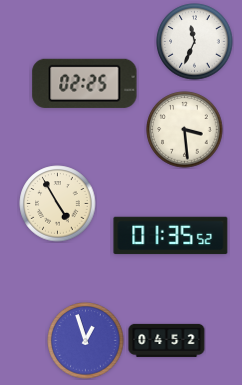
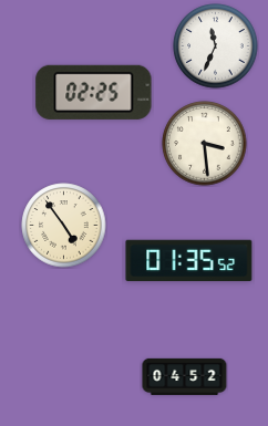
clock at (58, 204): 4:55 -> 4:54
clock at (86, 341): 12:57 -> none
